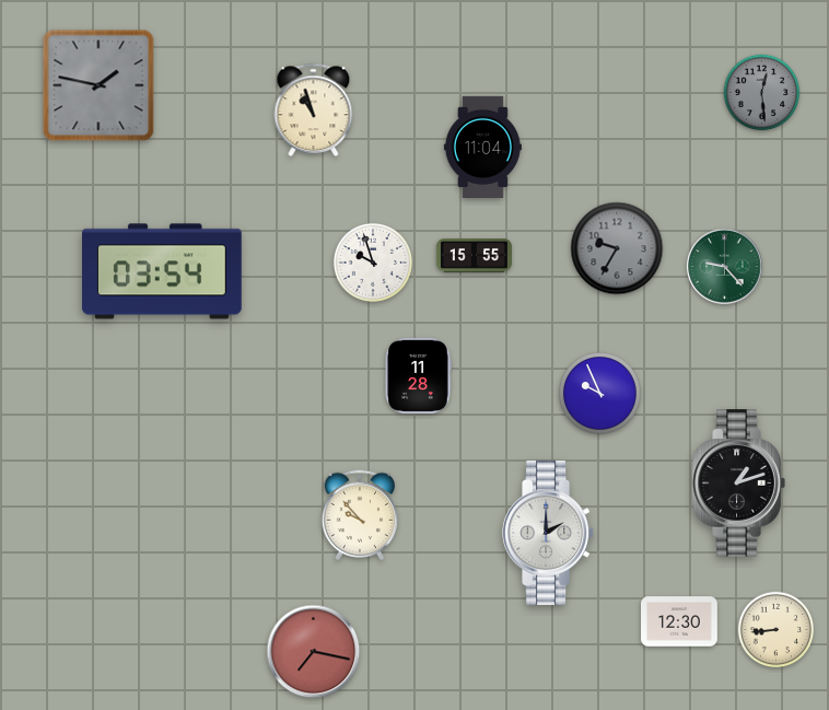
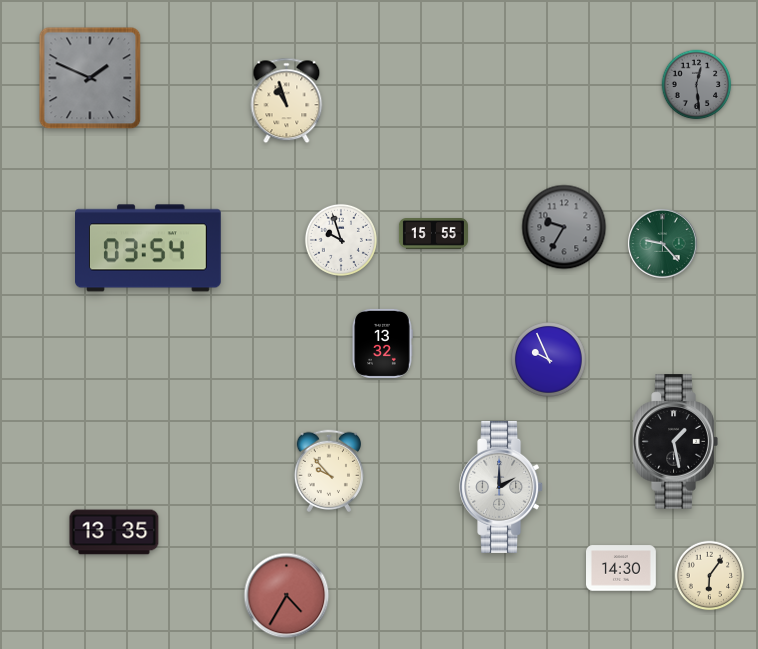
clock at (98, 85): 1:47 -> 1:49
clock at (482, 147): 11:04 -> none
clock at (418, 375): 11:28 -> 13:32
clock at (738, 484): 1:12 -> 1:28
clock at (114, 532): none -> 13:35
clock at (680, 621): 12:30 -> 14:30
clock at (777, 630): 8:44 -> 6:06
clock at (314, 652): 7:17 -> 4:35
